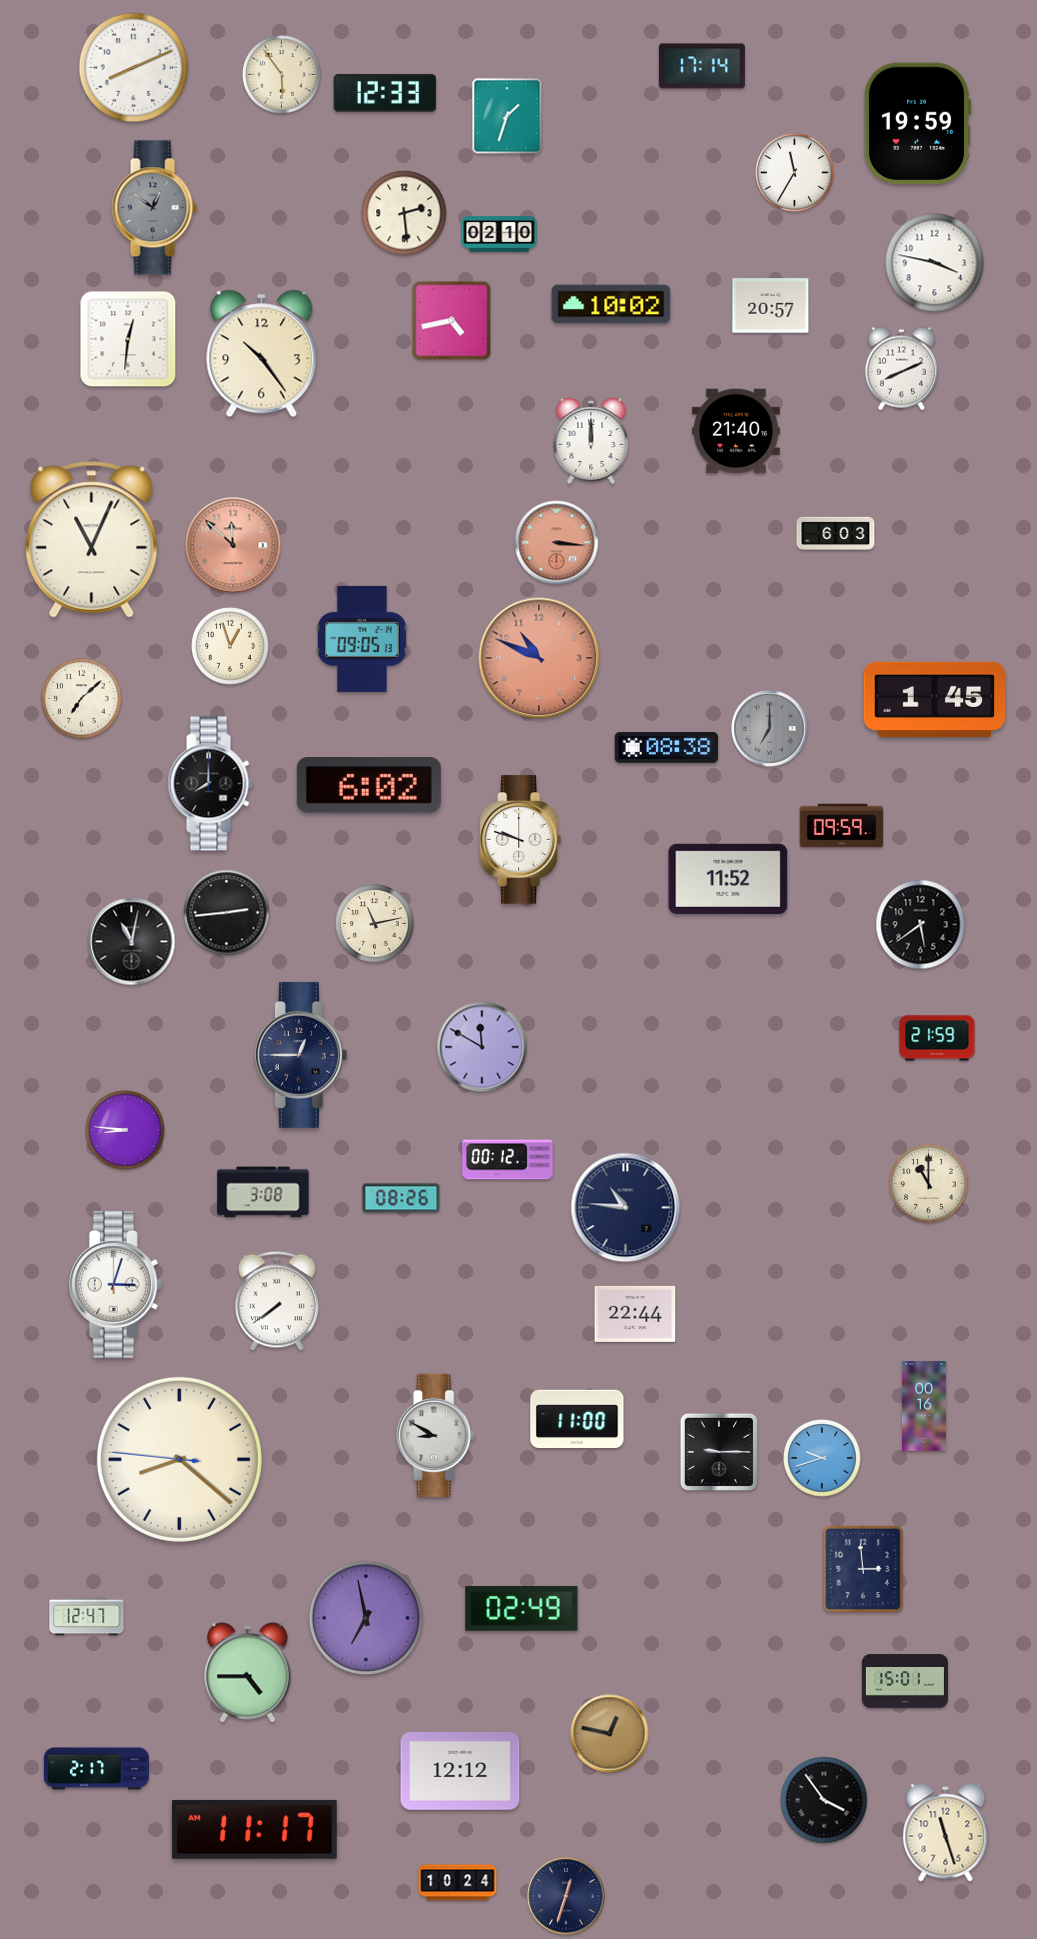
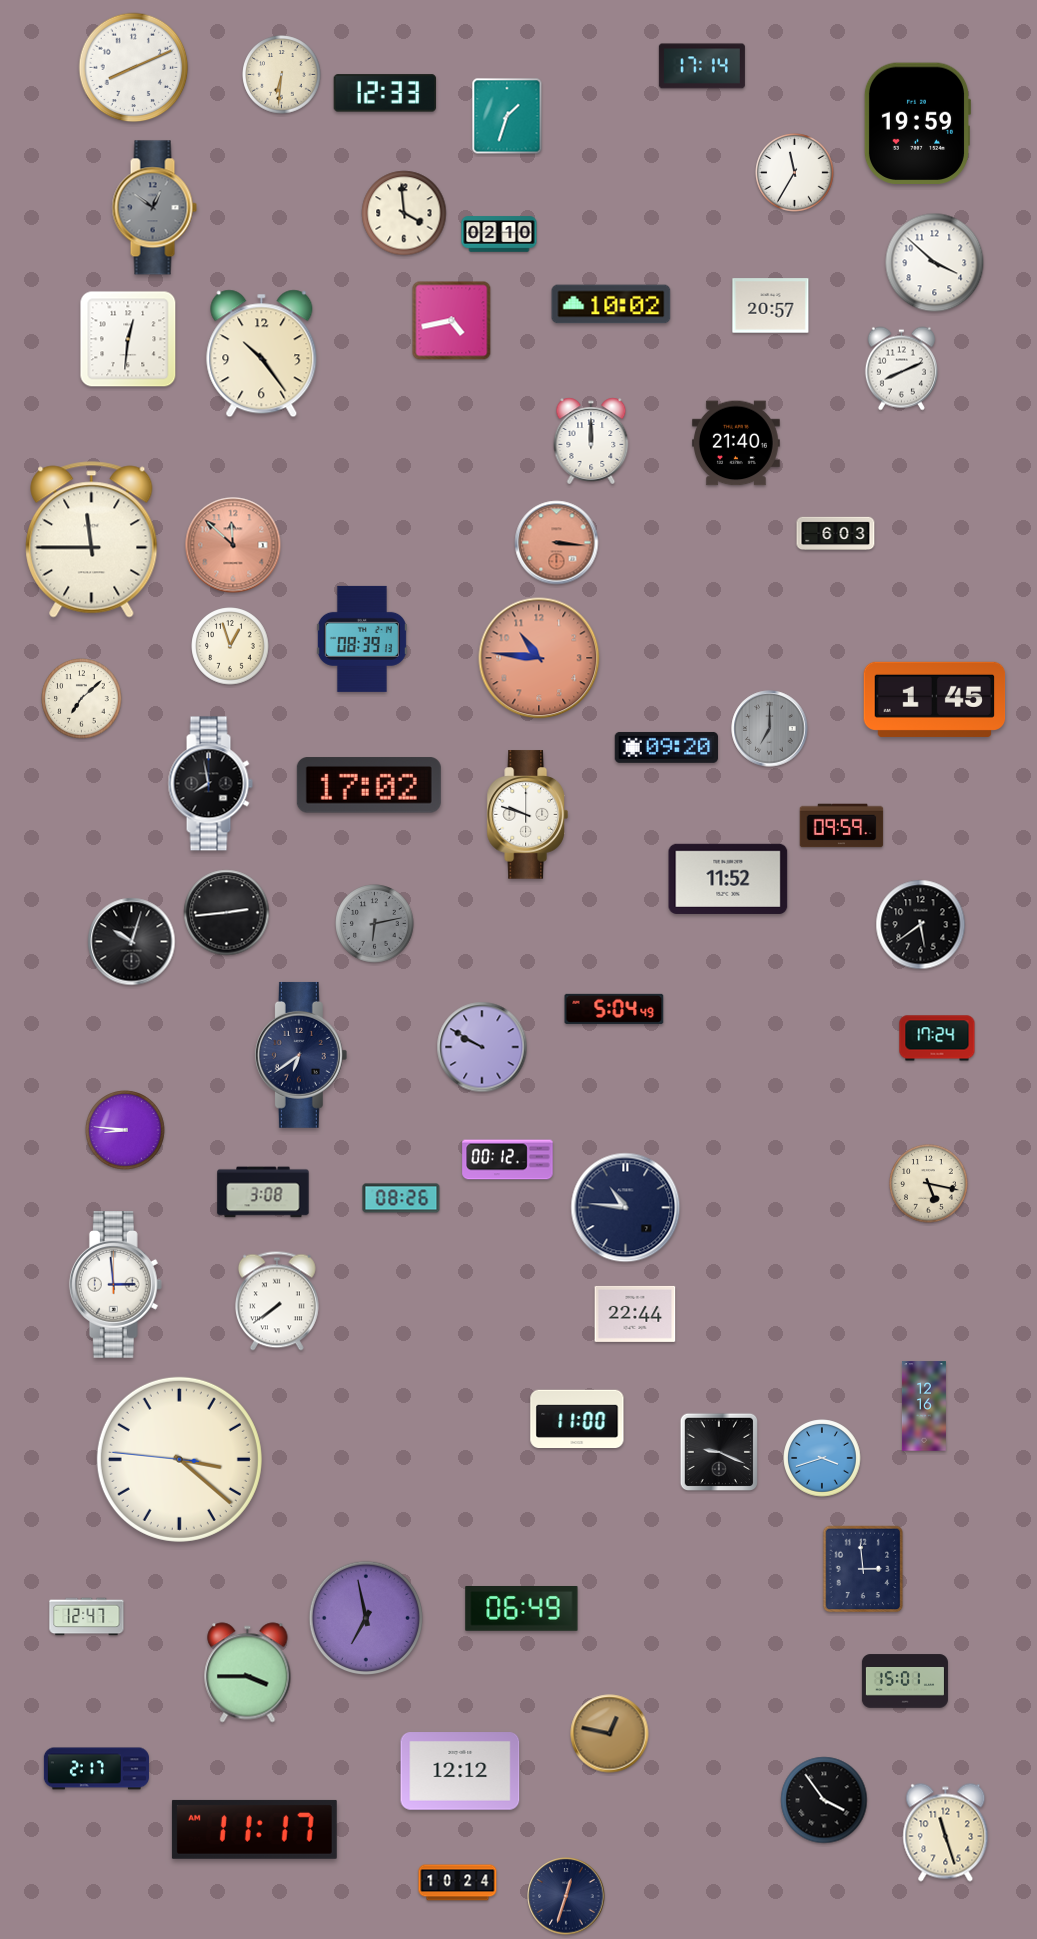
clock at (282, 75): 5:54 -> 6:31
clock at (404, 213): 2:29 -> 3:59
clock at (935, 263): 3:47 -> 3:52
clock at (736, 431) position: (736, 431) -> (736, 443)
clock at (92, 540): 11:04 -> 11:45
clock at (362, 639): 09:05 -> 08:39
clock at (539, 658): 10:49 -> 10:46
clock at (666, 747): 08:38 -> 09:20
clock at (210, 784): 8:00 -> 7:58
clock at (369, 785): 6:02 -> 17:02
clock at (520, 840) position: (520, 840) -> (527, 815)
clock at (375, 924): 11:13 -> 6:13
clock at (375, 924) dial: cream -> grey
clock at (132, 942): 11:02 -> 10:03
clock at (614, 1009): none -> 5:04
clock at (937, 1038): 21:59 -> 17:24
clock at (482, 1047): 11:50 -> 9:50
clock at (301, 1055): 12:45 -> 6:39
clock at (929, 1184): 11:00 -> 5:17
clock at (115, 1285): 3:03 -> 2:59
clock at (924, 1406): 00:16 -> 12:16
clock at (436, 1435): 8:50 -> none
clock at (718, 1451): 9:15 -> 9:19
clock at (822, 1458): 9:42 -> 3:42
clock at (179, 1459): 8:21 -> 3:21
clock at (522, 1609): 02:49 -> 06:49
clock at (248, 1673): 4:45 -> 3:45
